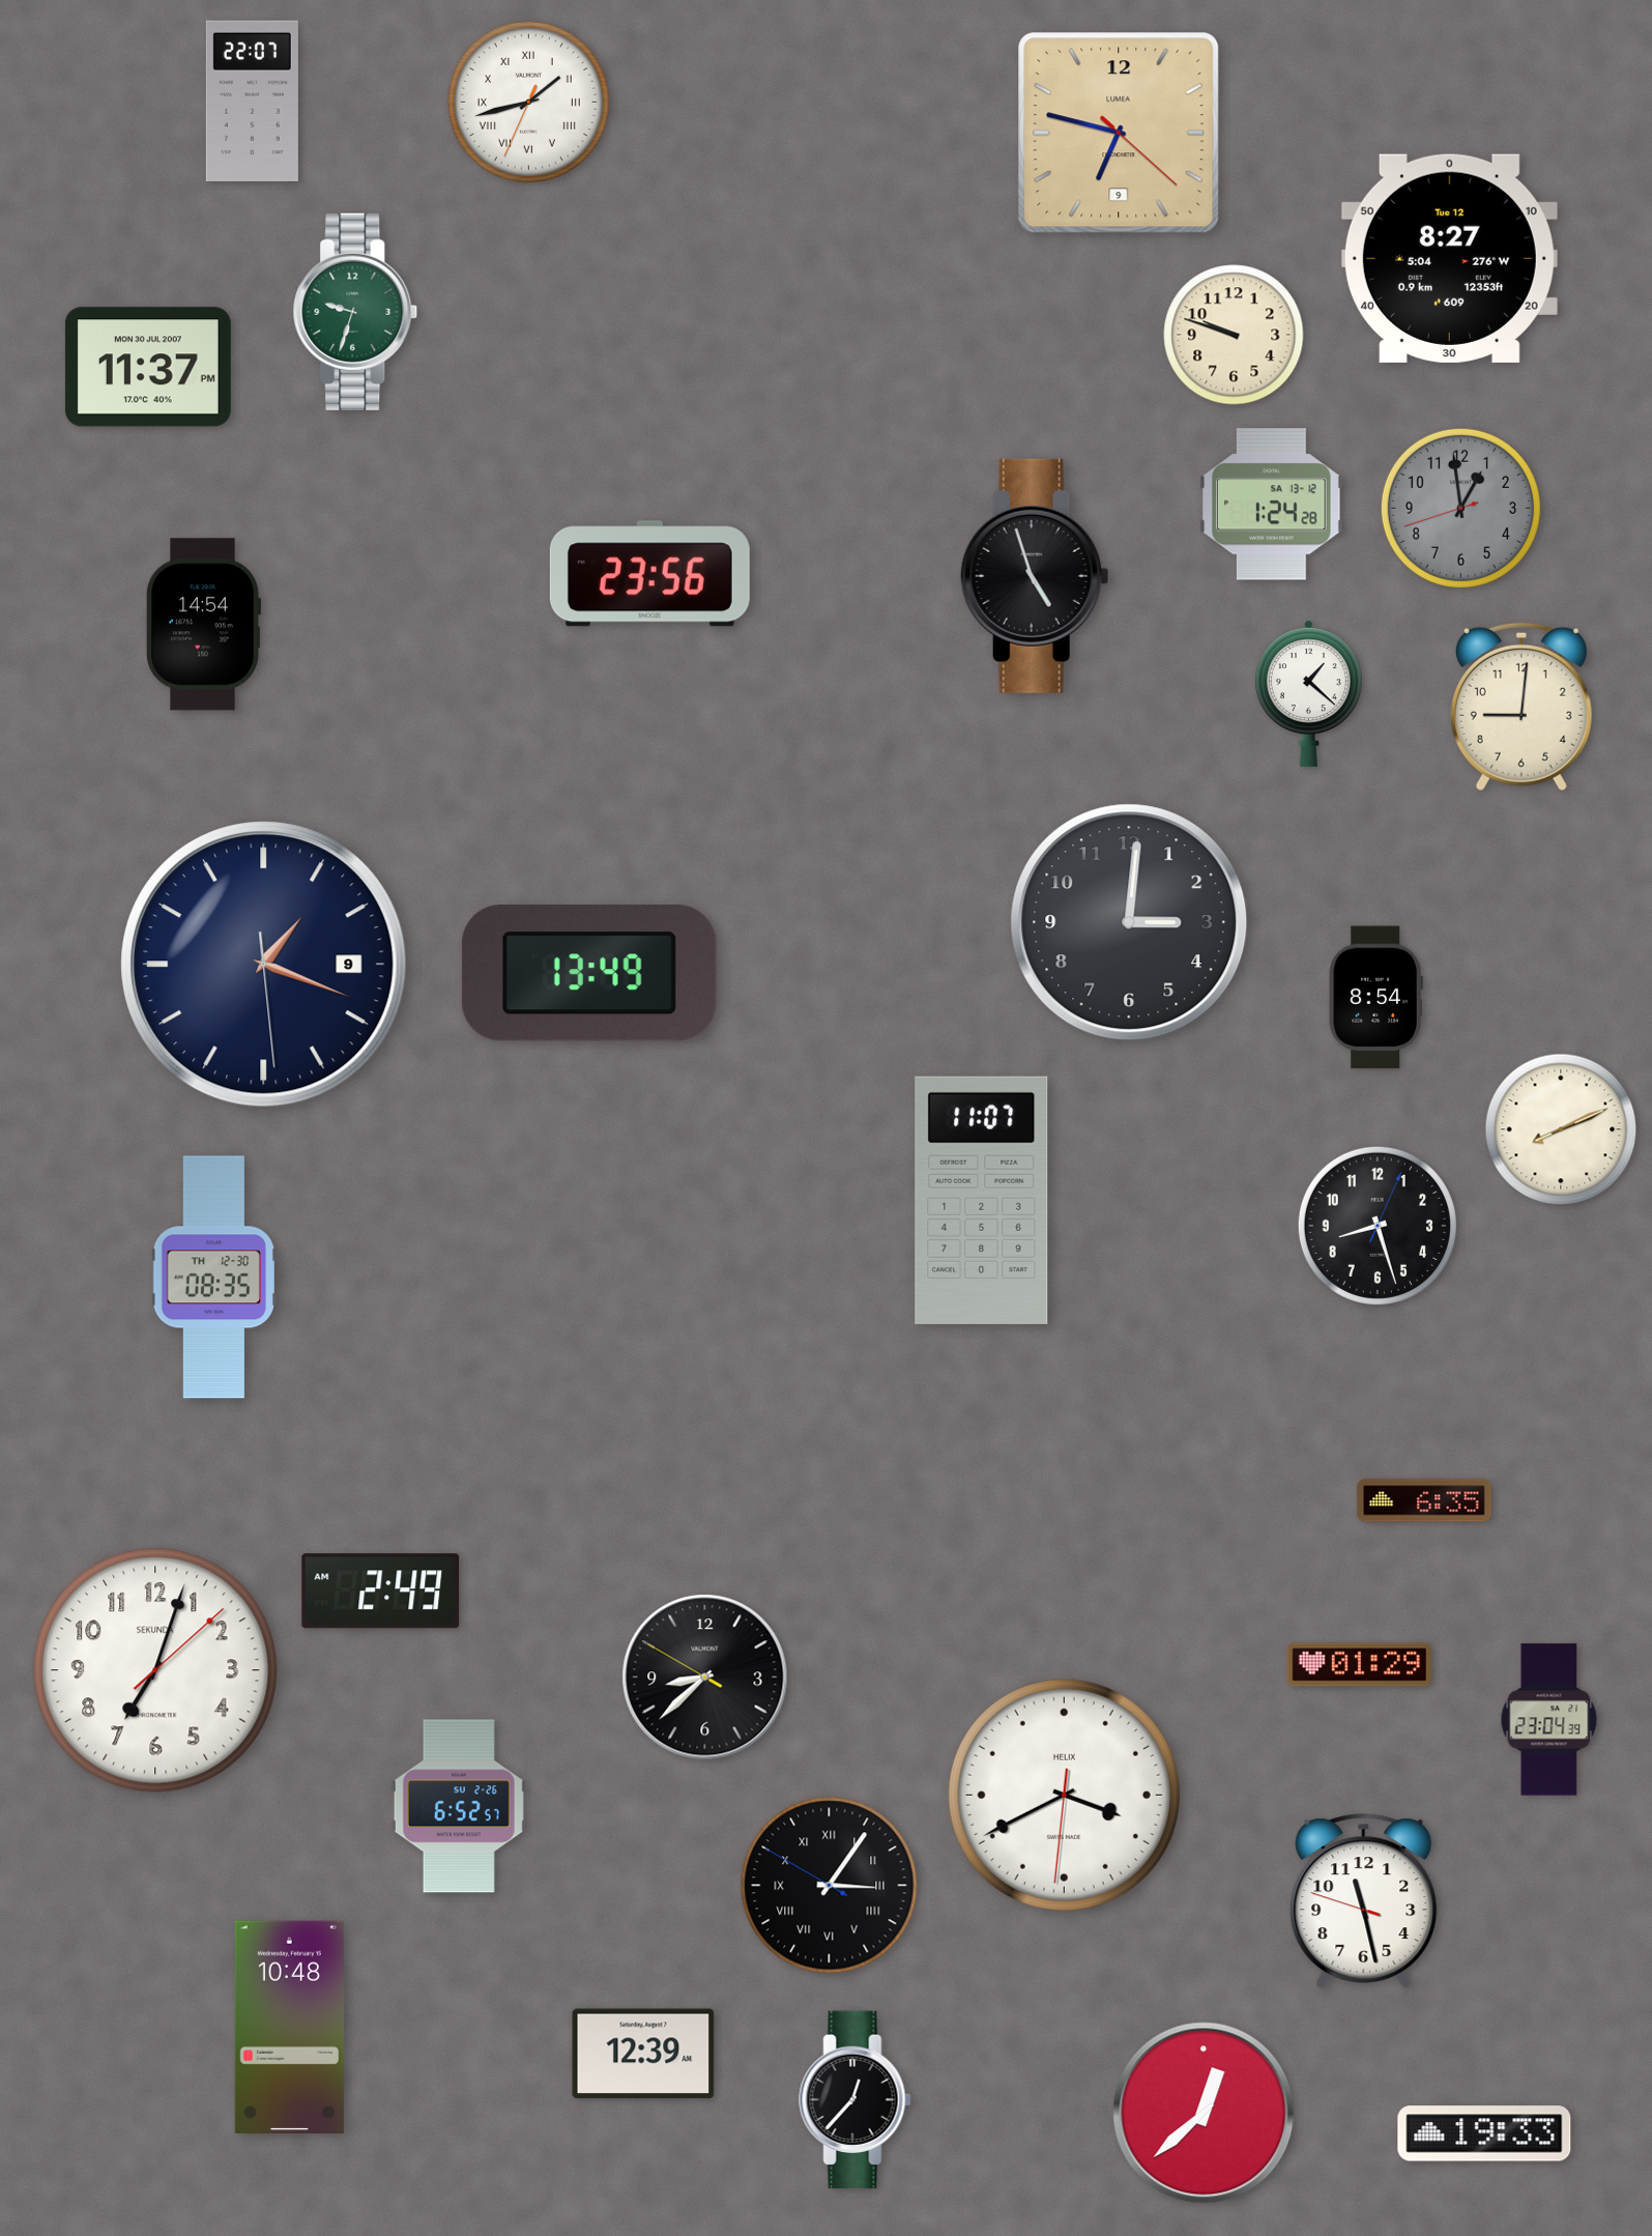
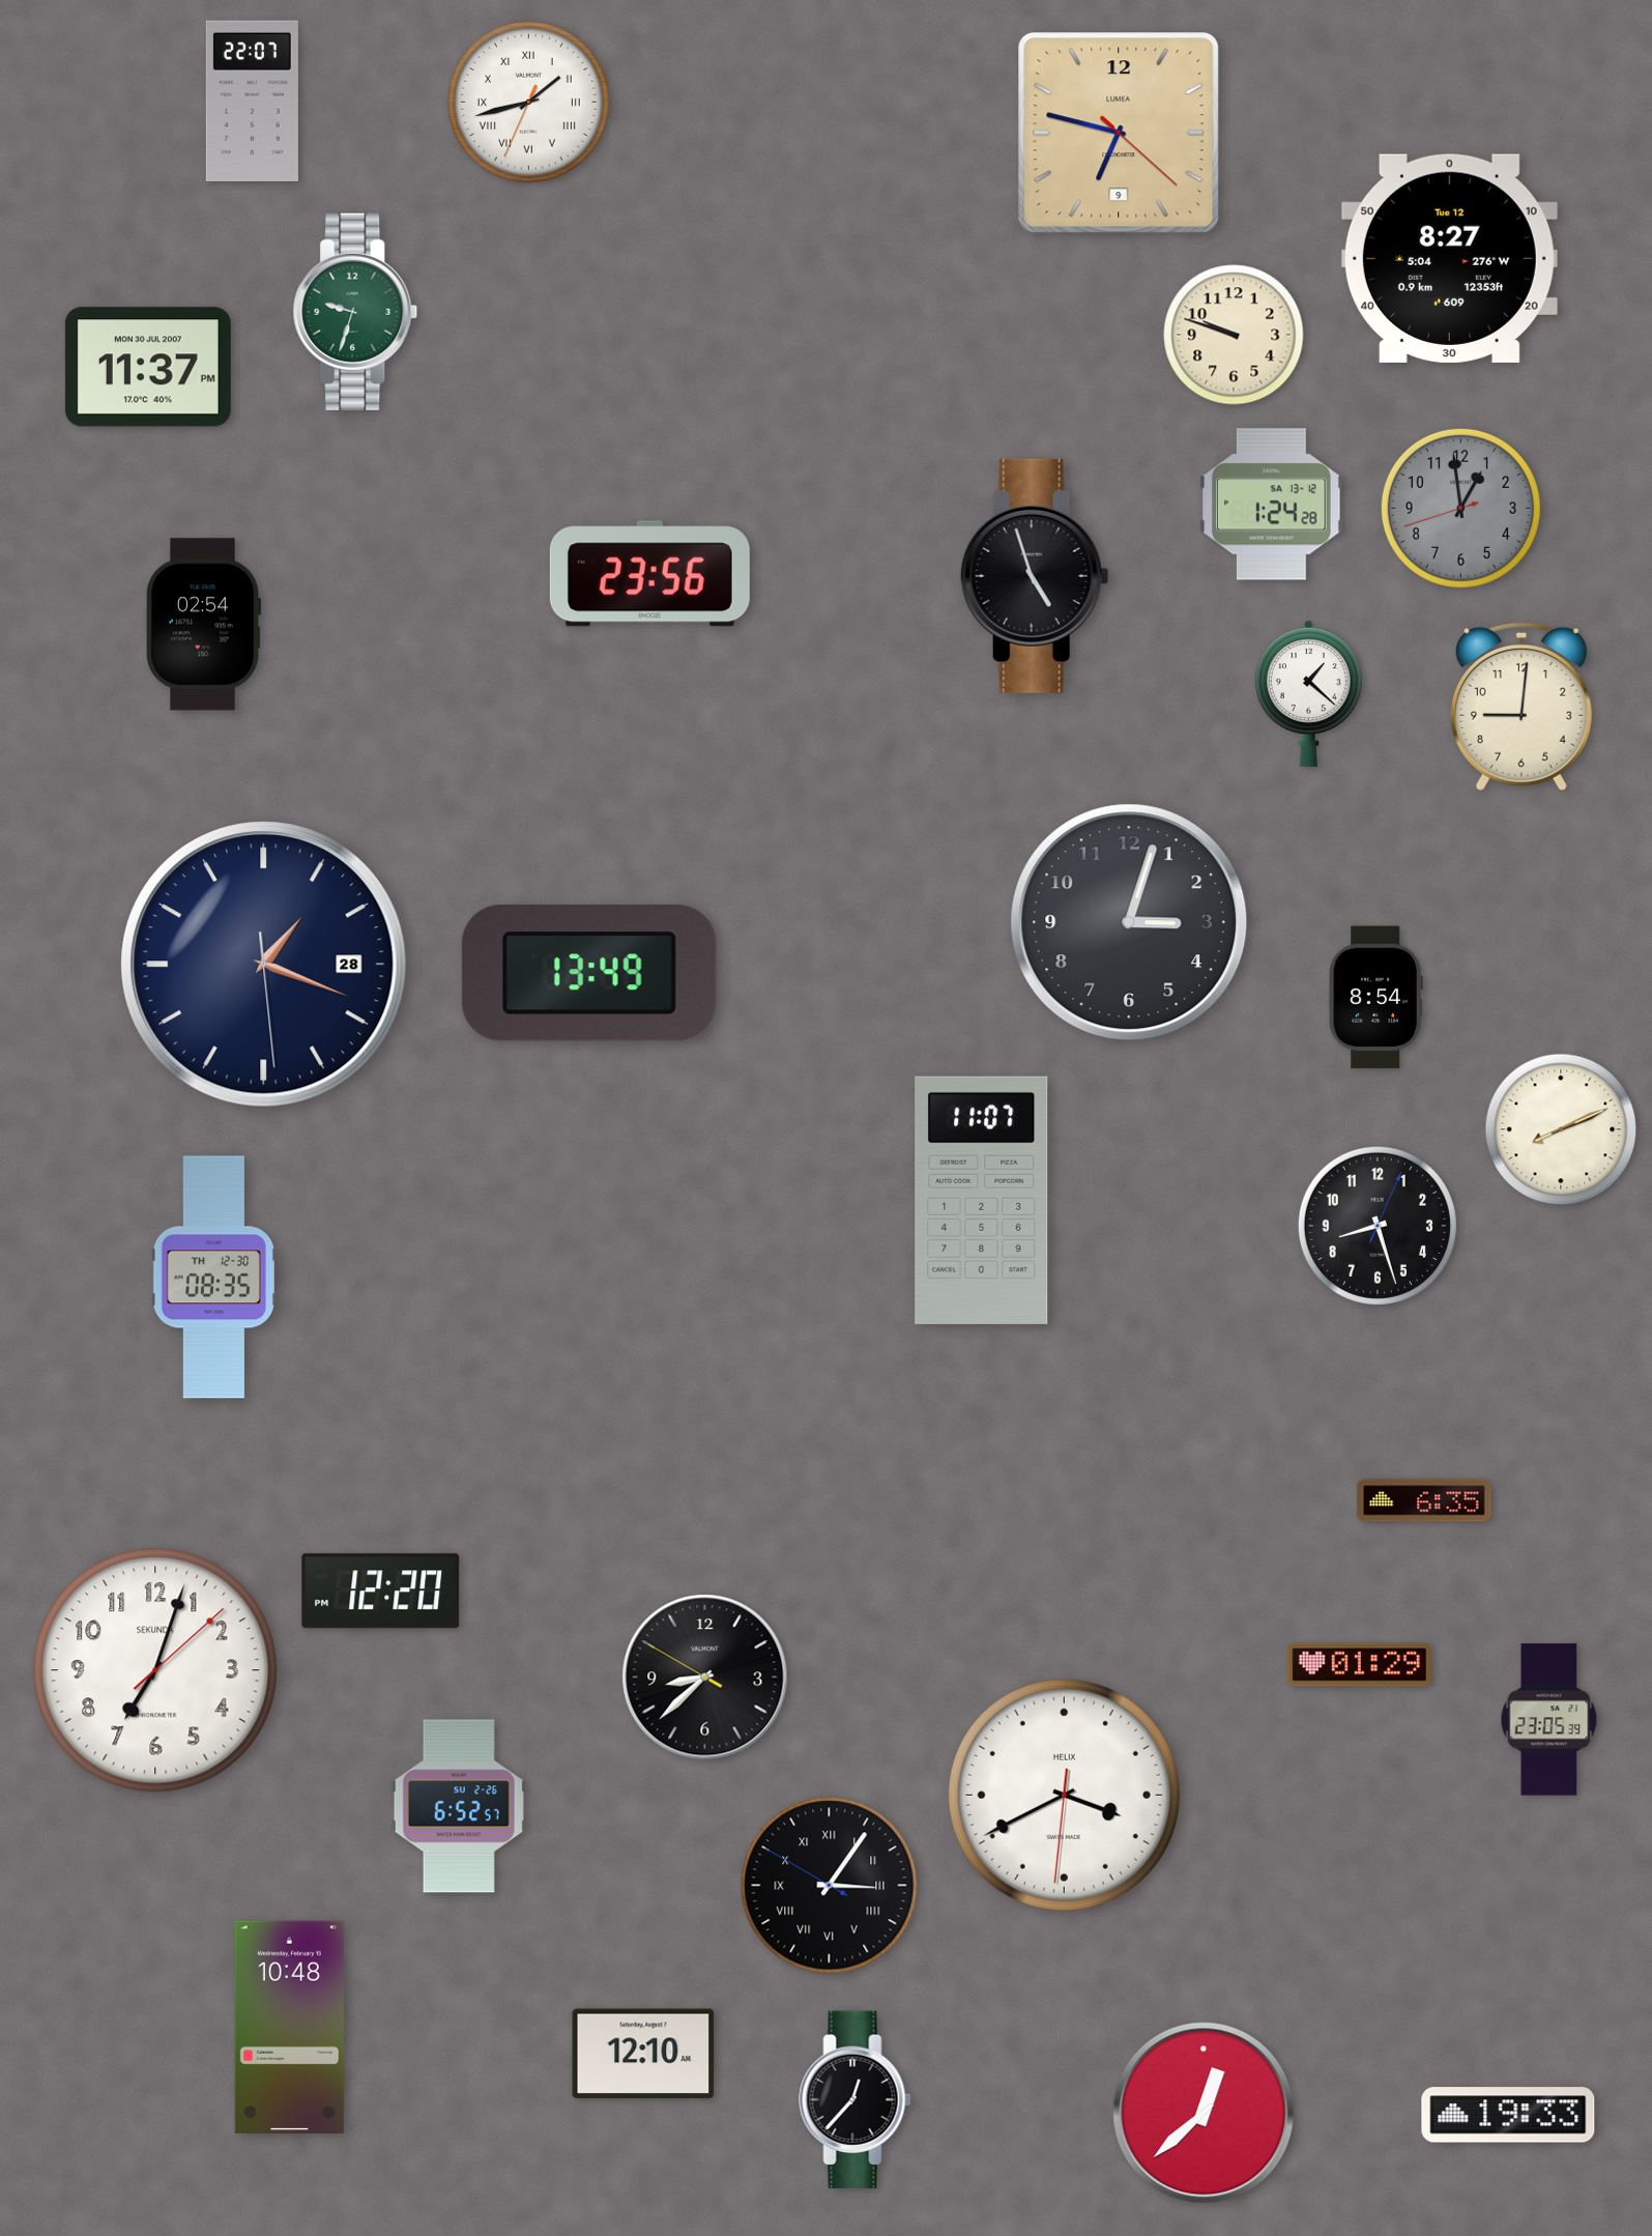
clock at (204, 625): 14:54 -> 02:54
clock at (1129, 922): 3:01 -> 3:03
clock at (264, 965) date: 9 -> 28
clock at (381, 1592): 2:49 -> 12:20
clock at (1549, 1720): 23:04 -> 23:05
clock at (1364, 1901): 11:27 -> none
clock at (643, 2054): 12:39 -> 12:10
clock at (1484, 2133) position: (1484, 2133) -> (1508, 2115)
